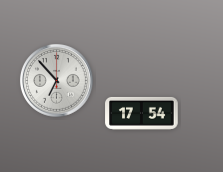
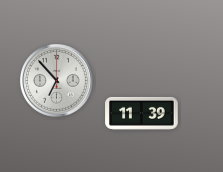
clock at (142, 113): 17:54 -> 11:39
